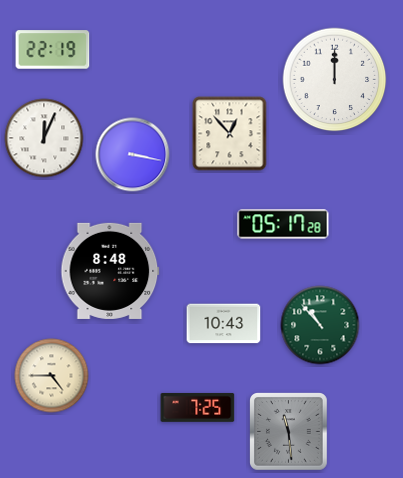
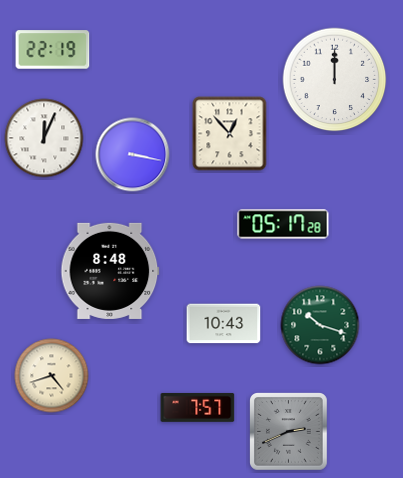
clock at (320, 325): 10:53 -> 10:18
clock at (52, 376): 4:45 -> 4:42
clock at (198, 407): 7:25 -> 7:57
clock at (289, 432): 11:29 -> 2:41
